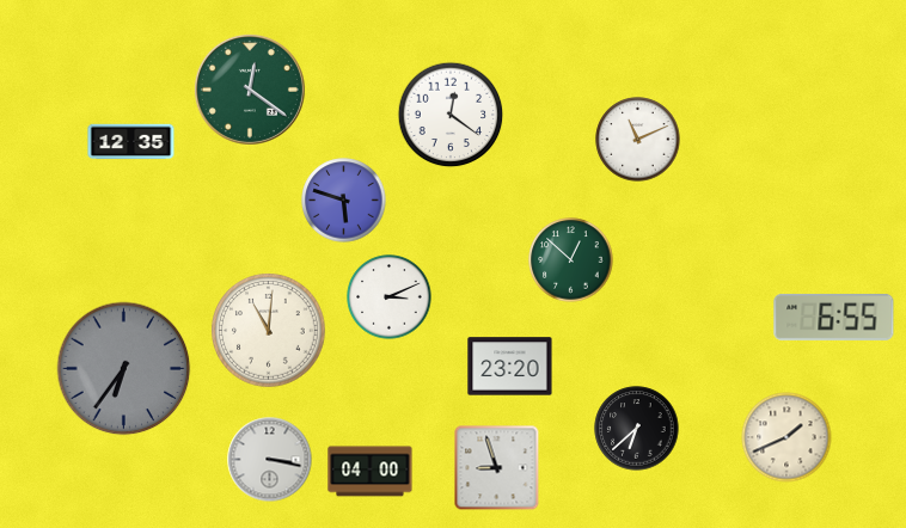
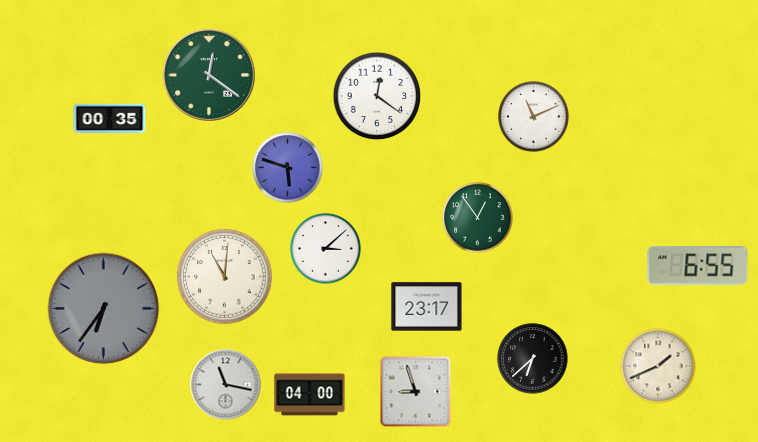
clock at (131, 142): 12:35 -> 00:35
clock at (571, 260): 12:52 -> 12:54
clock at (390, 297): 3:11 -> 3:08
clock at (510, 367): 23:20 -> 23:17
clock at (270, 460): 3:17 -> 11:17
